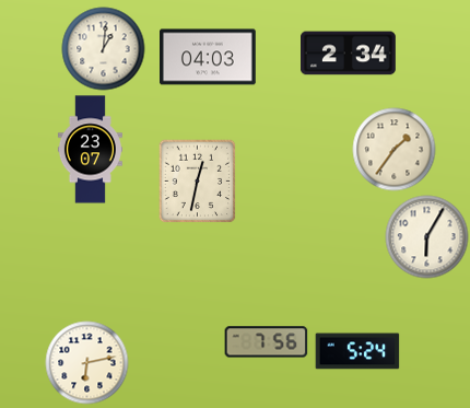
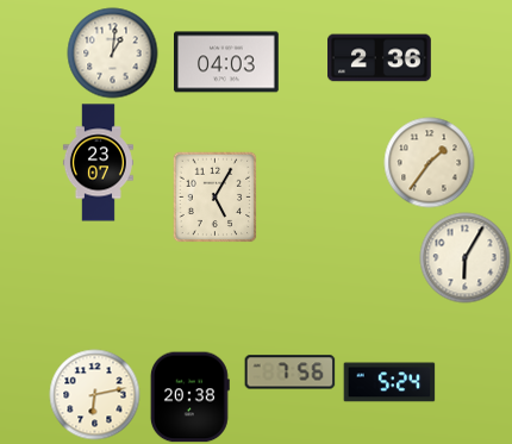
clock at (349, 54): 2:34 -> 2:36
clock at (198, 180): 12:32 -> 5:05
clock at (189, 398): none -> 20:38
